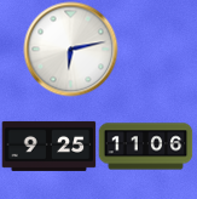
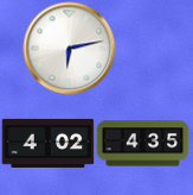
clock at (48, 146): 9:25 -> 4:02
clock at (145, 147): 11:06 -> 4:35
